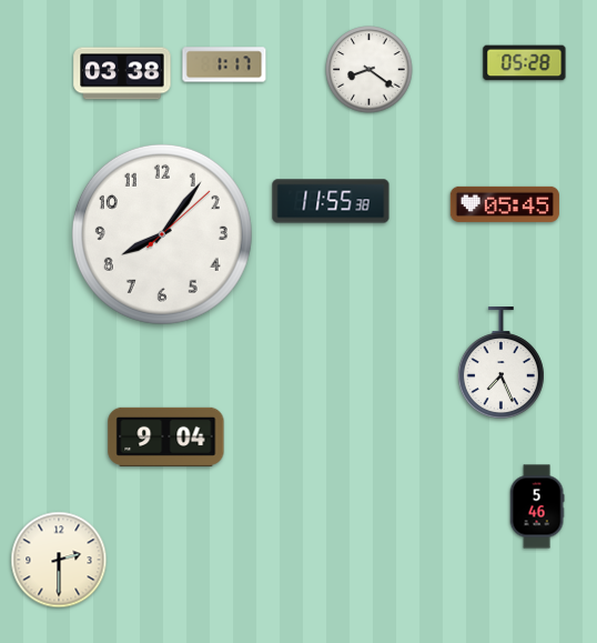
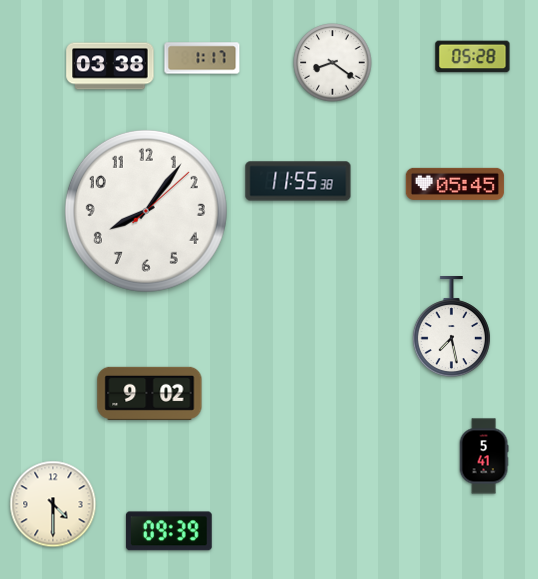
clock at (500, 364): 7:26 -> 7:28
clock at (166, 436): 9:04 -> 9:02
clock at (537, 506): 5:46 -> 5:41
clock at (59, 560): 2:30 -> 4:30
clock at (169, 531): none -> 09:39
